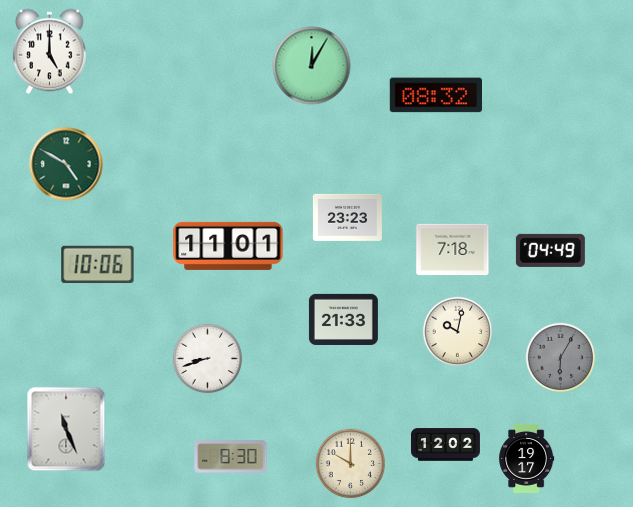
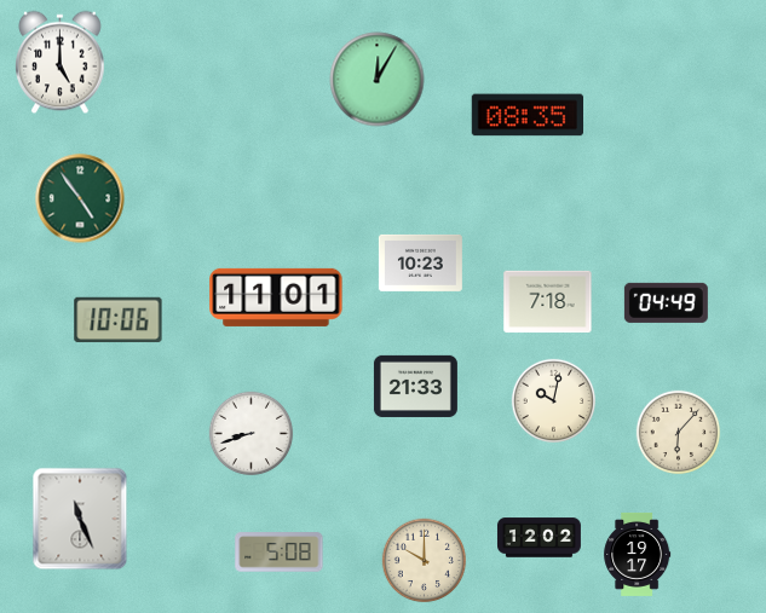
clock at (435, 95): 08:32 -> 08:35
clock at (66, 164): 4:50 -> 4:54
clock at (347, 217): 23:23 -> 10:23
clock at (561, 358): 6:05 -> 6:07
clock at (561, 358) dial: grey -> cream
clock at (231, 457): 8:30 -> 5:08
